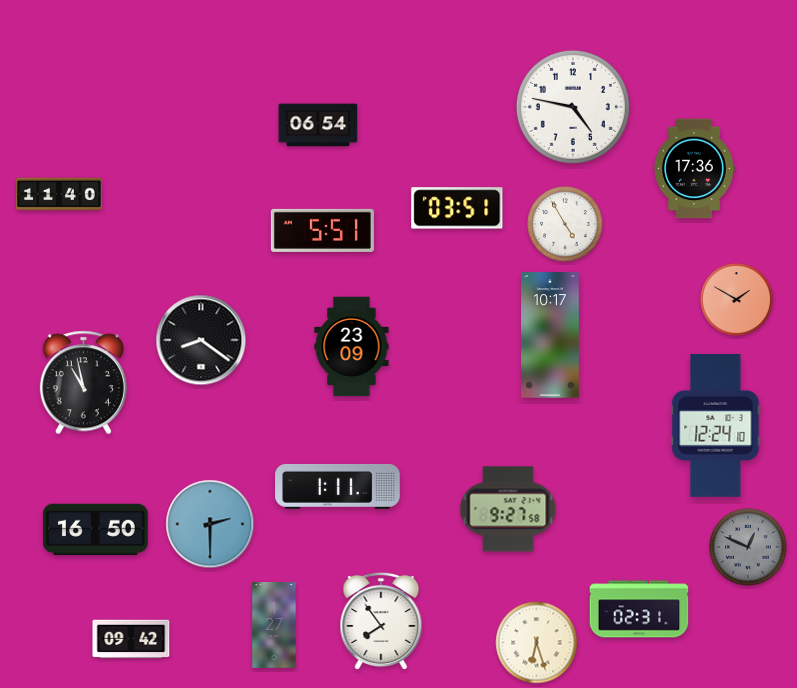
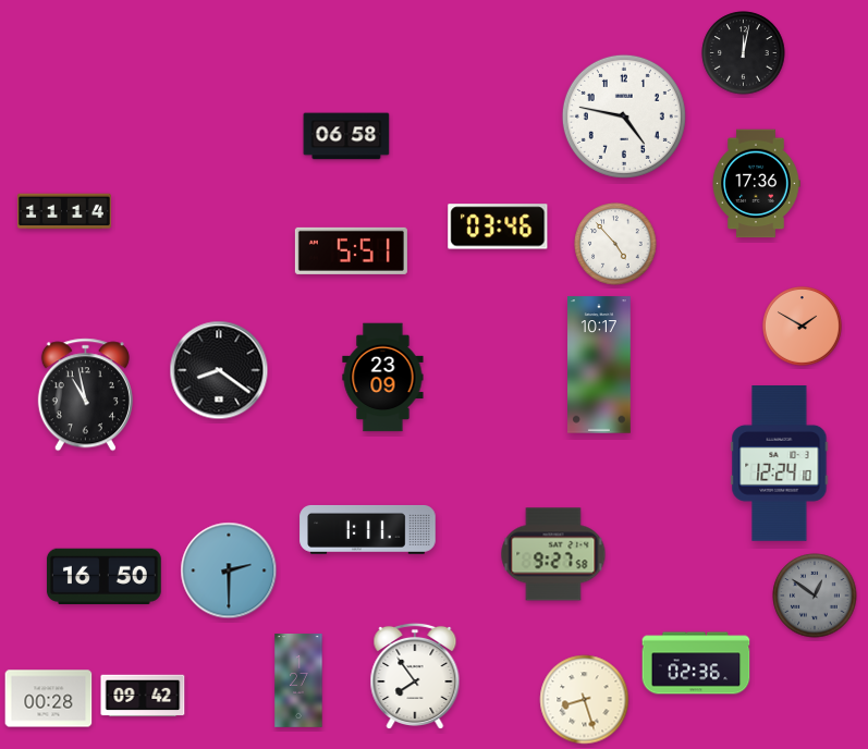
clock at (744, 53): none -> 12:02
clock at (318, 125): 06:54 -> 06:58
clock at (60, 194): 11:40 -> 11:14
clock at (457, 208): 03:51 -> 03:46
clock at (565, 224): 4:55 -> 4:53
clock at (83, 383) position: (83, 383) -> (85, 395)
clock at (748, 547): 12:49 -> 12:51
clock at (639, 609): 02:31 -> 02:36
clock at (49, 699): none -> 00:28
clock at (537, 643): 6:27 -> 8:27
